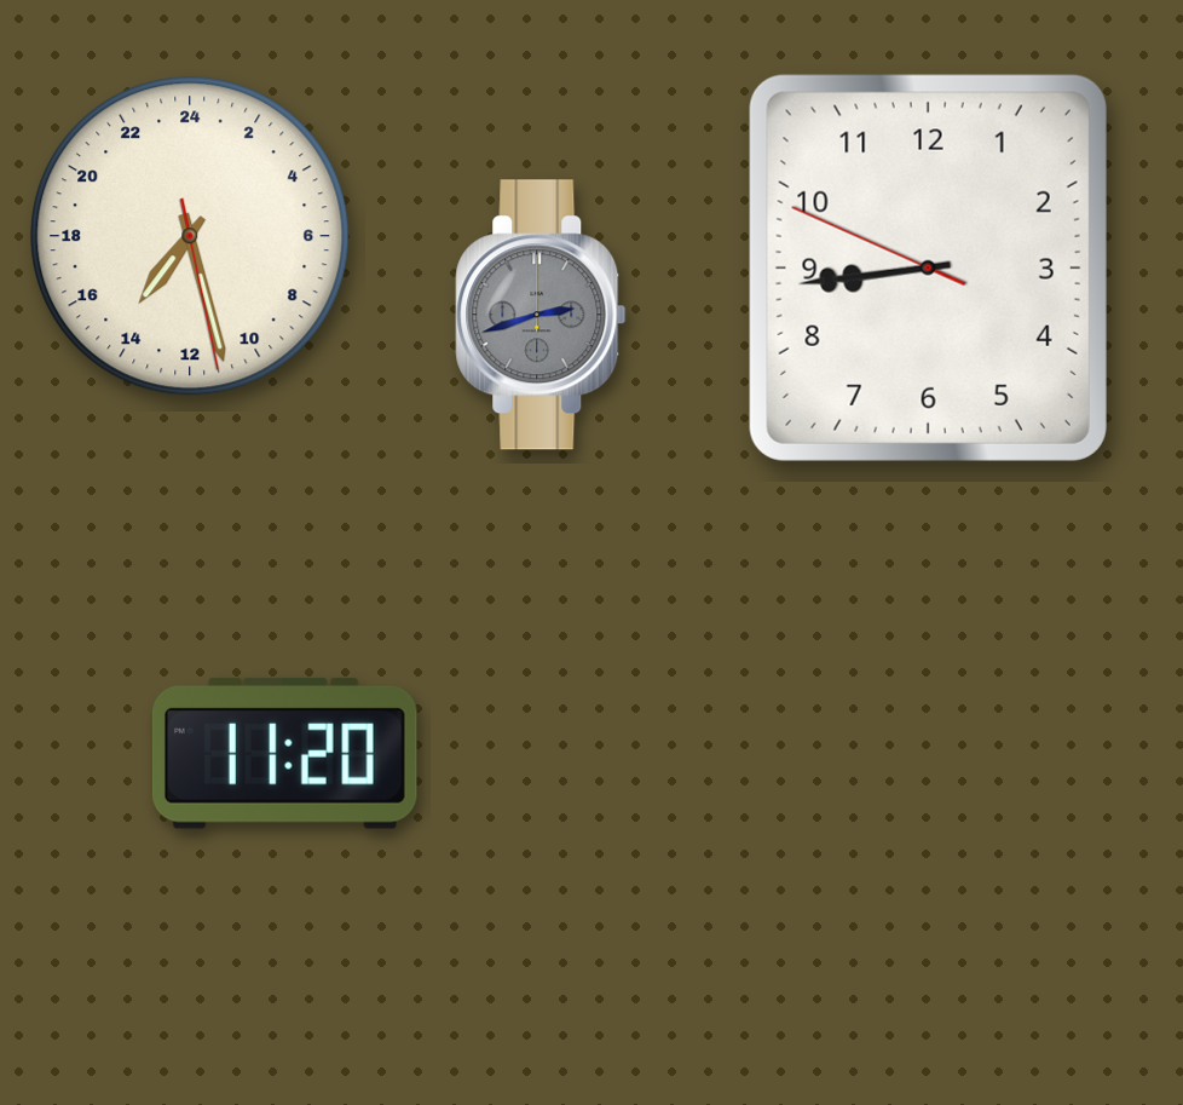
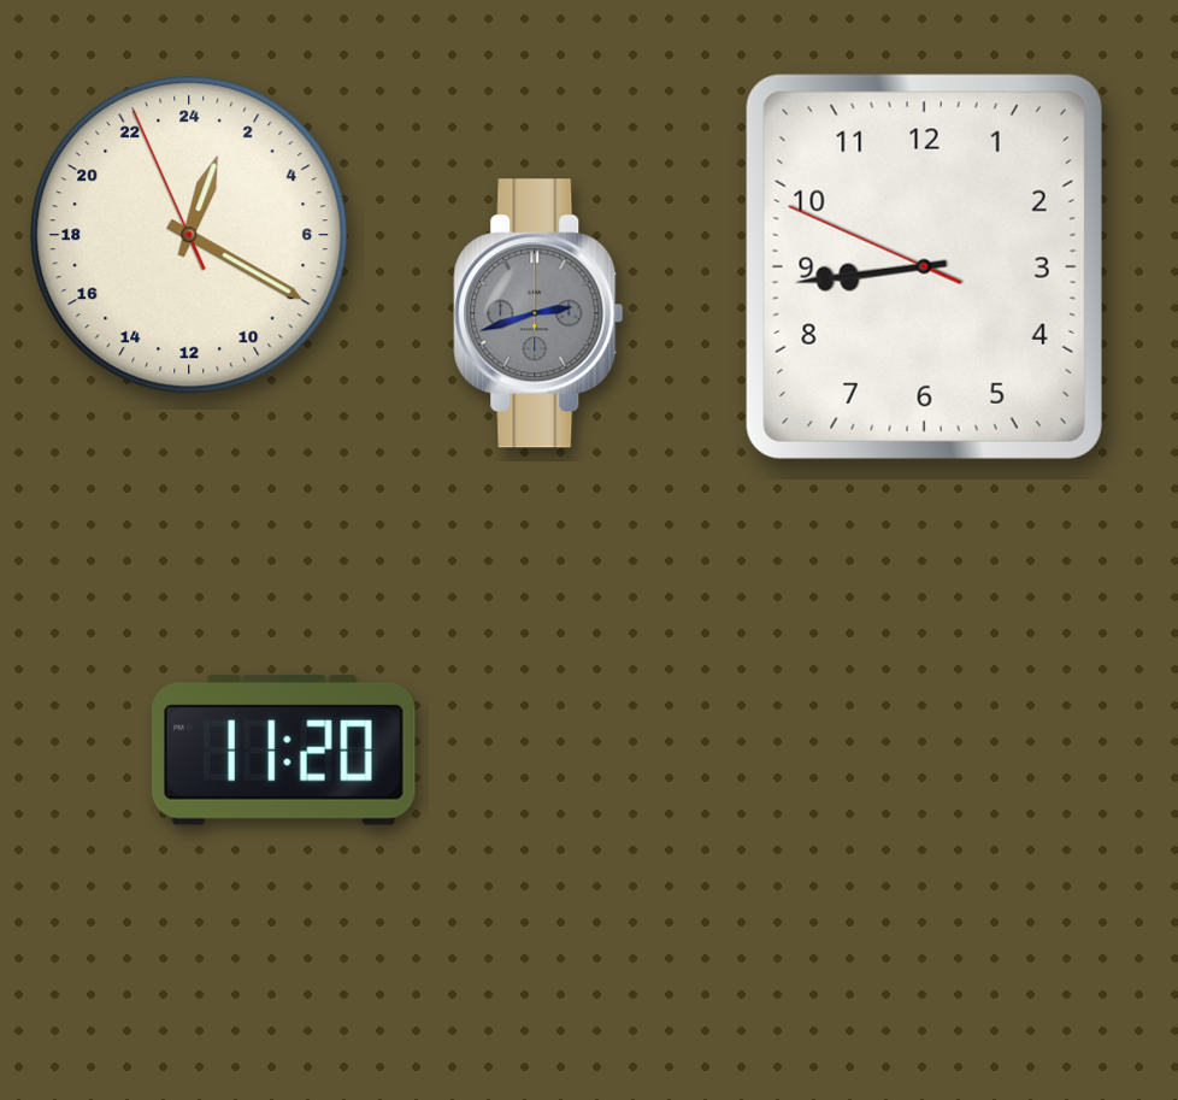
clock at (190, 236): 14:27 -> 1:19
